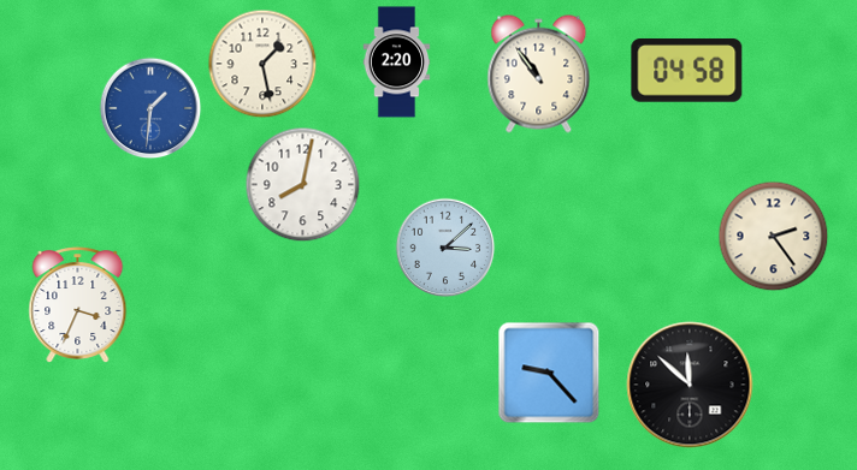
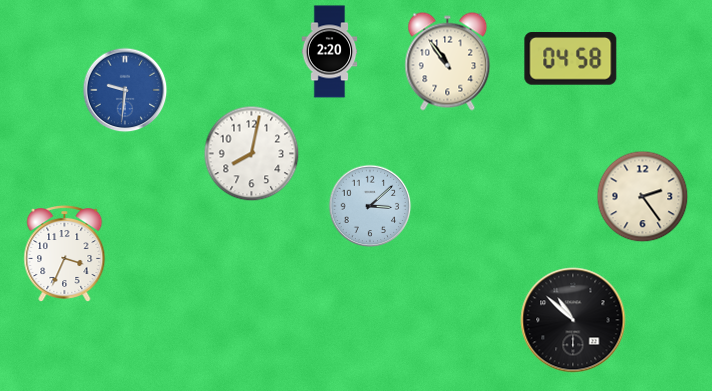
clock at (262, 64): 1:28 -> none
clock at (150, 108): 1:31 -> 9:31
clock at (549, 373): 9:23 -> none
clock at (690, 385): 11:52 -> 10:52
